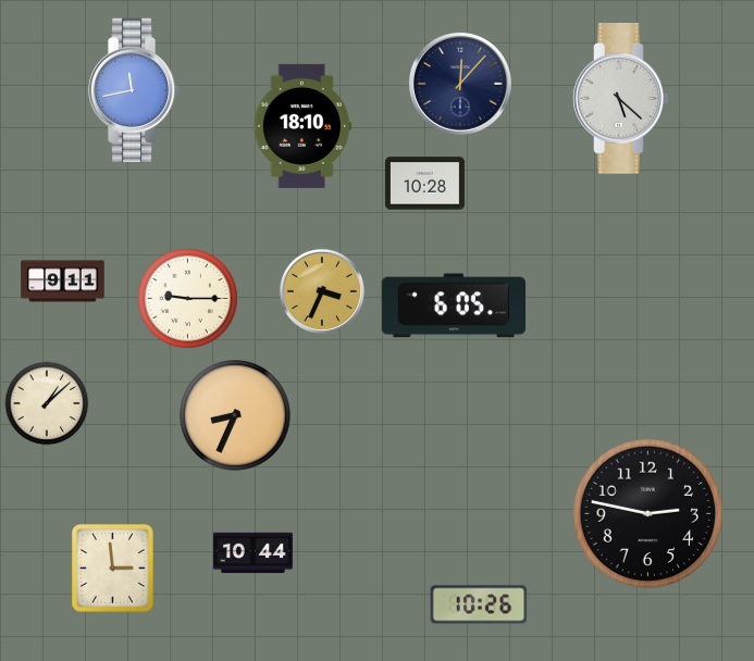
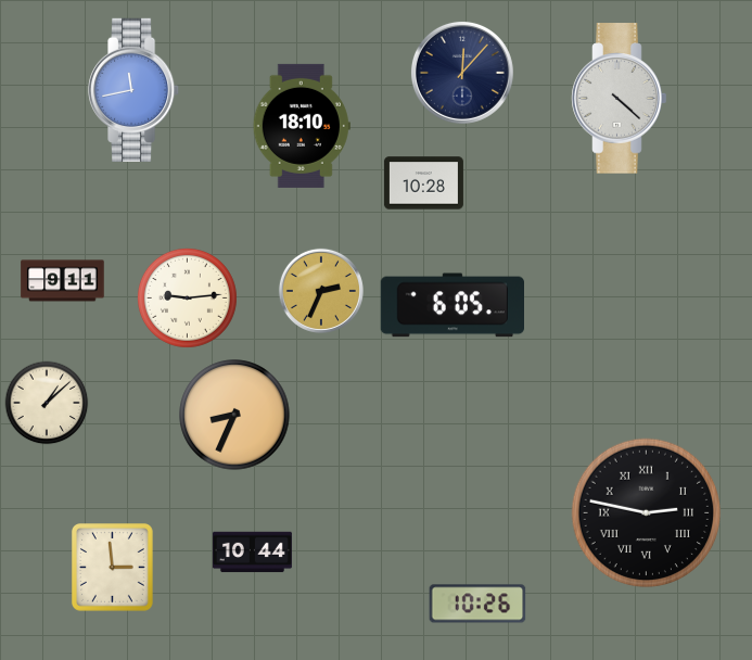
clock at (460, 84) position: (460, 84) -> (462, 73)
clock at (621, 99): 5:22 -> 4:22
clock at (322, 291): 3:34 -> 2:34
clock at (187, 298): 9:15 -> 9:14
clock at (648, 514) numerals: Arabic -> Roman
